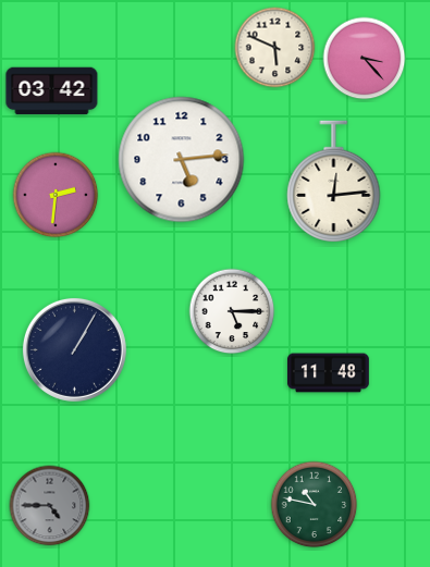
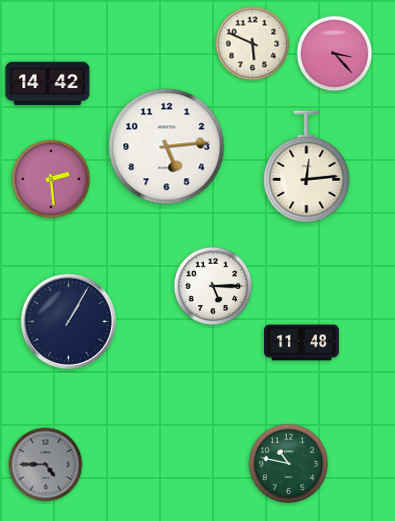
clock at (52, 91): 03:42 -> 14:42
clock at (56, 195): 2:31 -> 2:29
